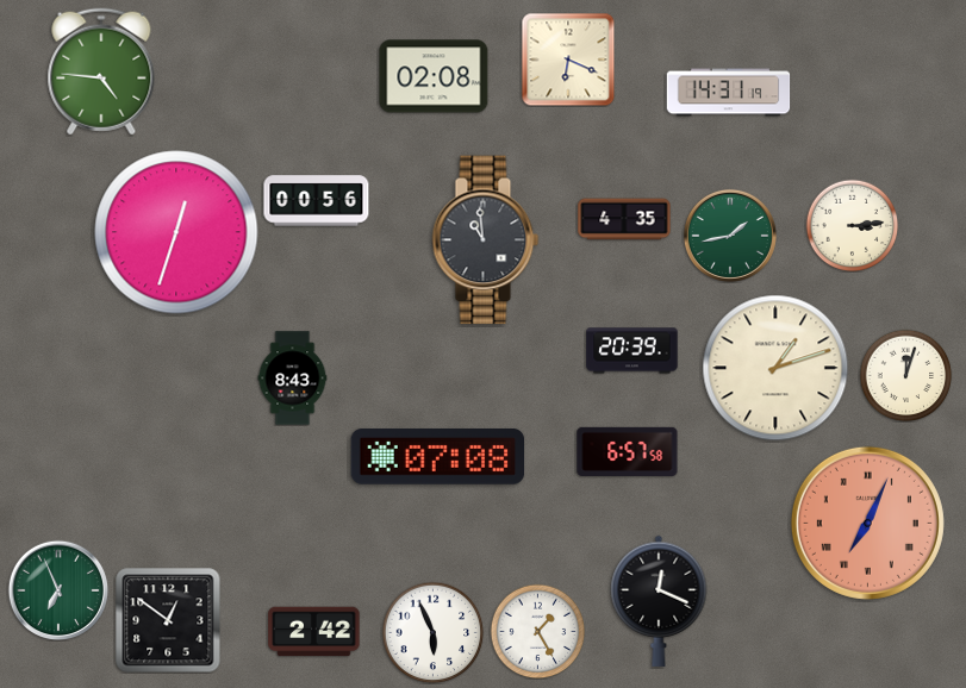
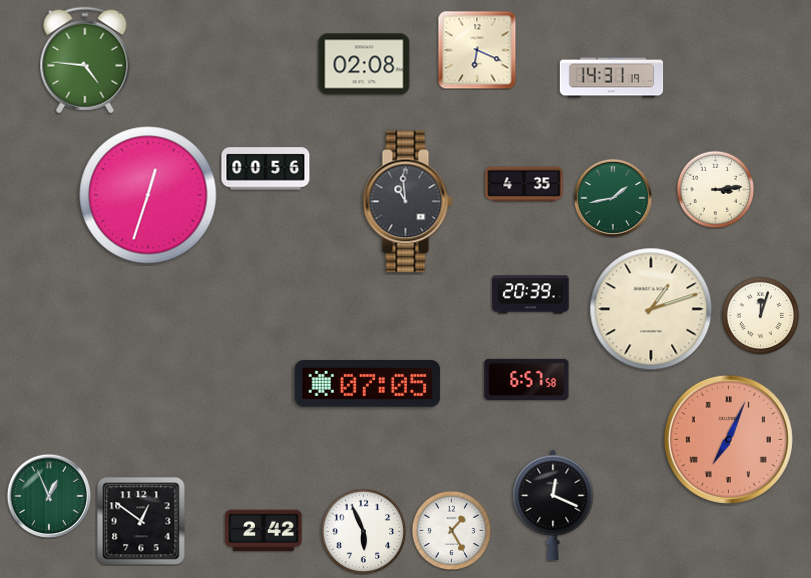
clock at (293, 379): 8:43 -> none
clock at (438, 457): 07:08 -> 07:05
clock at (58, 590): 6:56 -> 12:56
